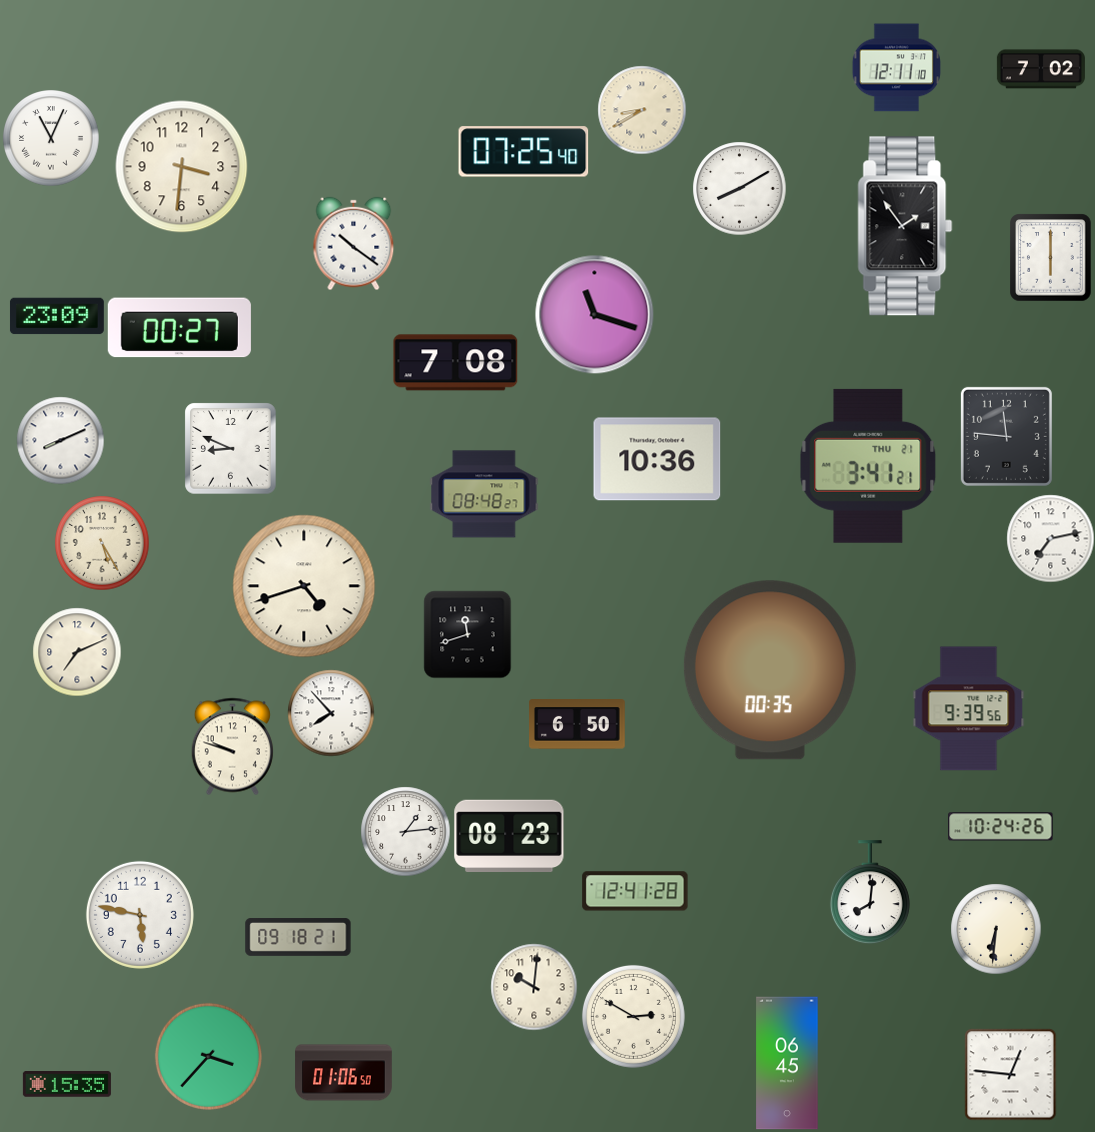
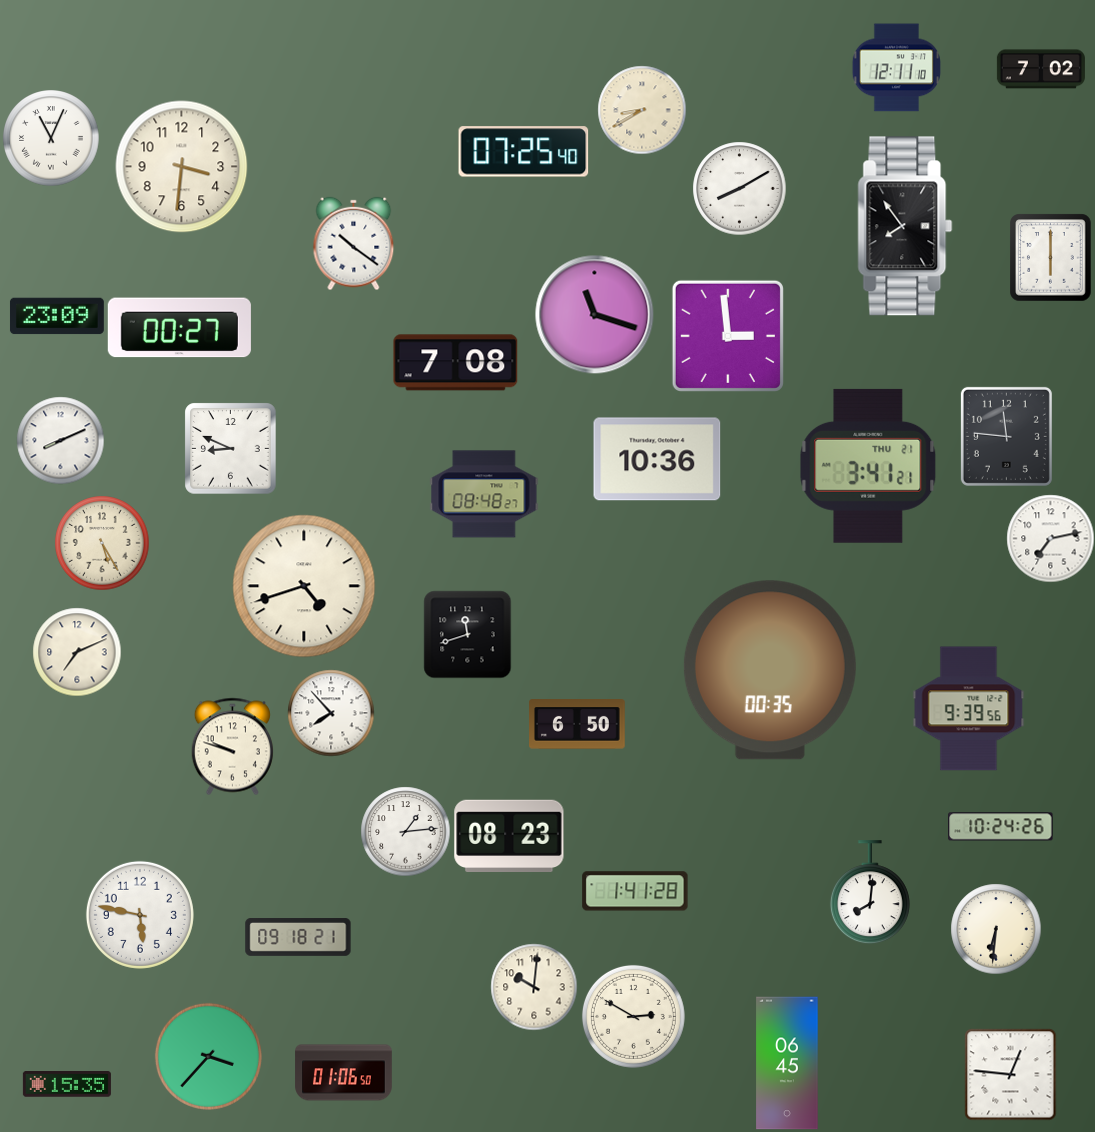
clock at (905, 226): 1:54 -> 7:54
clock at (728, 336): none -> 2:59
clock at (635, 891): 12:41 -> 1:41
